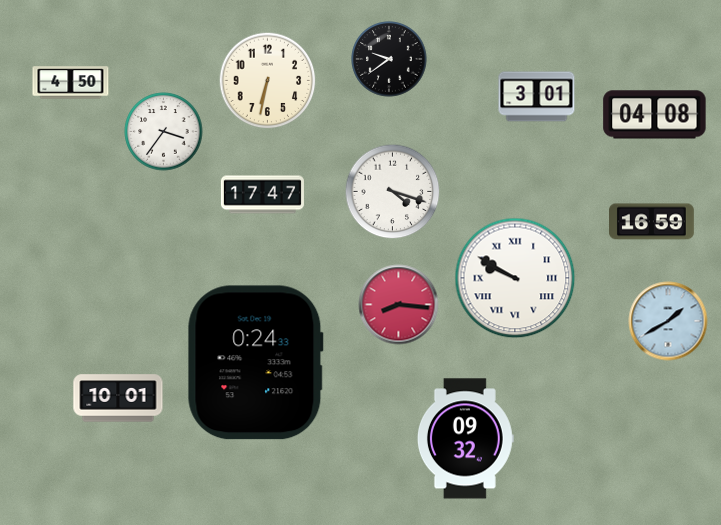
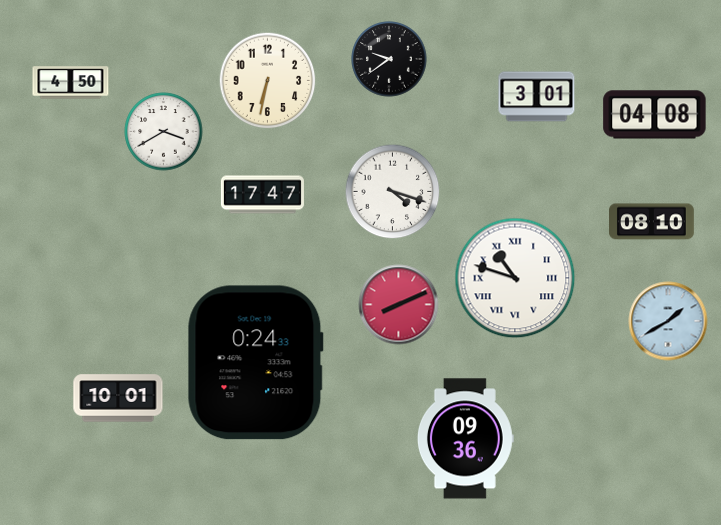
clock at (164, 132): 3:36 -> 3:40
clock at (652, 222): 16:59 -> 08:10
clock at (515, 278): 9:50 -> 10:48
clock at (399, 305): 8:16 -> 8:11
clock at (465, 439): 09:32 -> 09:36
